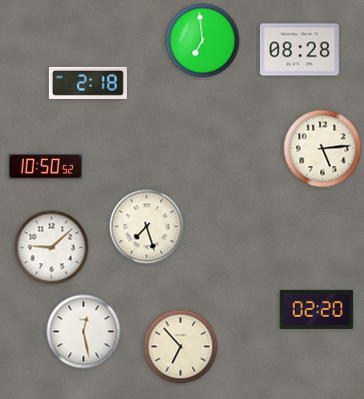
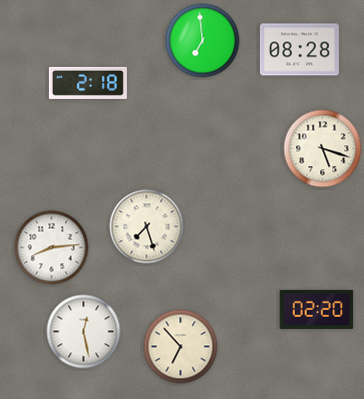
clock at (323, 149): 5:14 -> 5:18
clock at (46, 167): 10:50 -> none
clock at (52, 248): 9:08 -> 8:14
